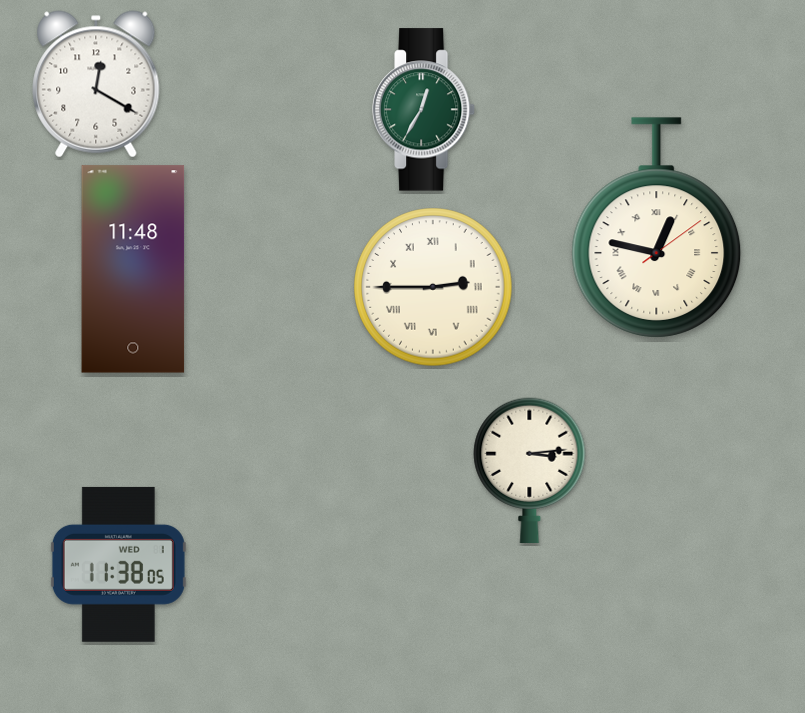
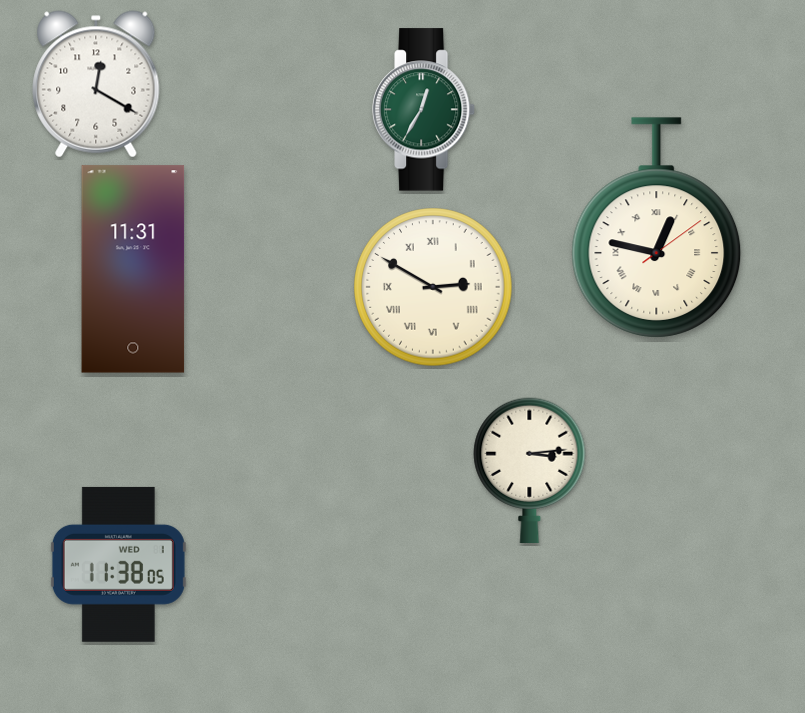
clock at (133, 269): 11:48 -> 11:31
clock at (433, 287): 2:45 -> 2:50
